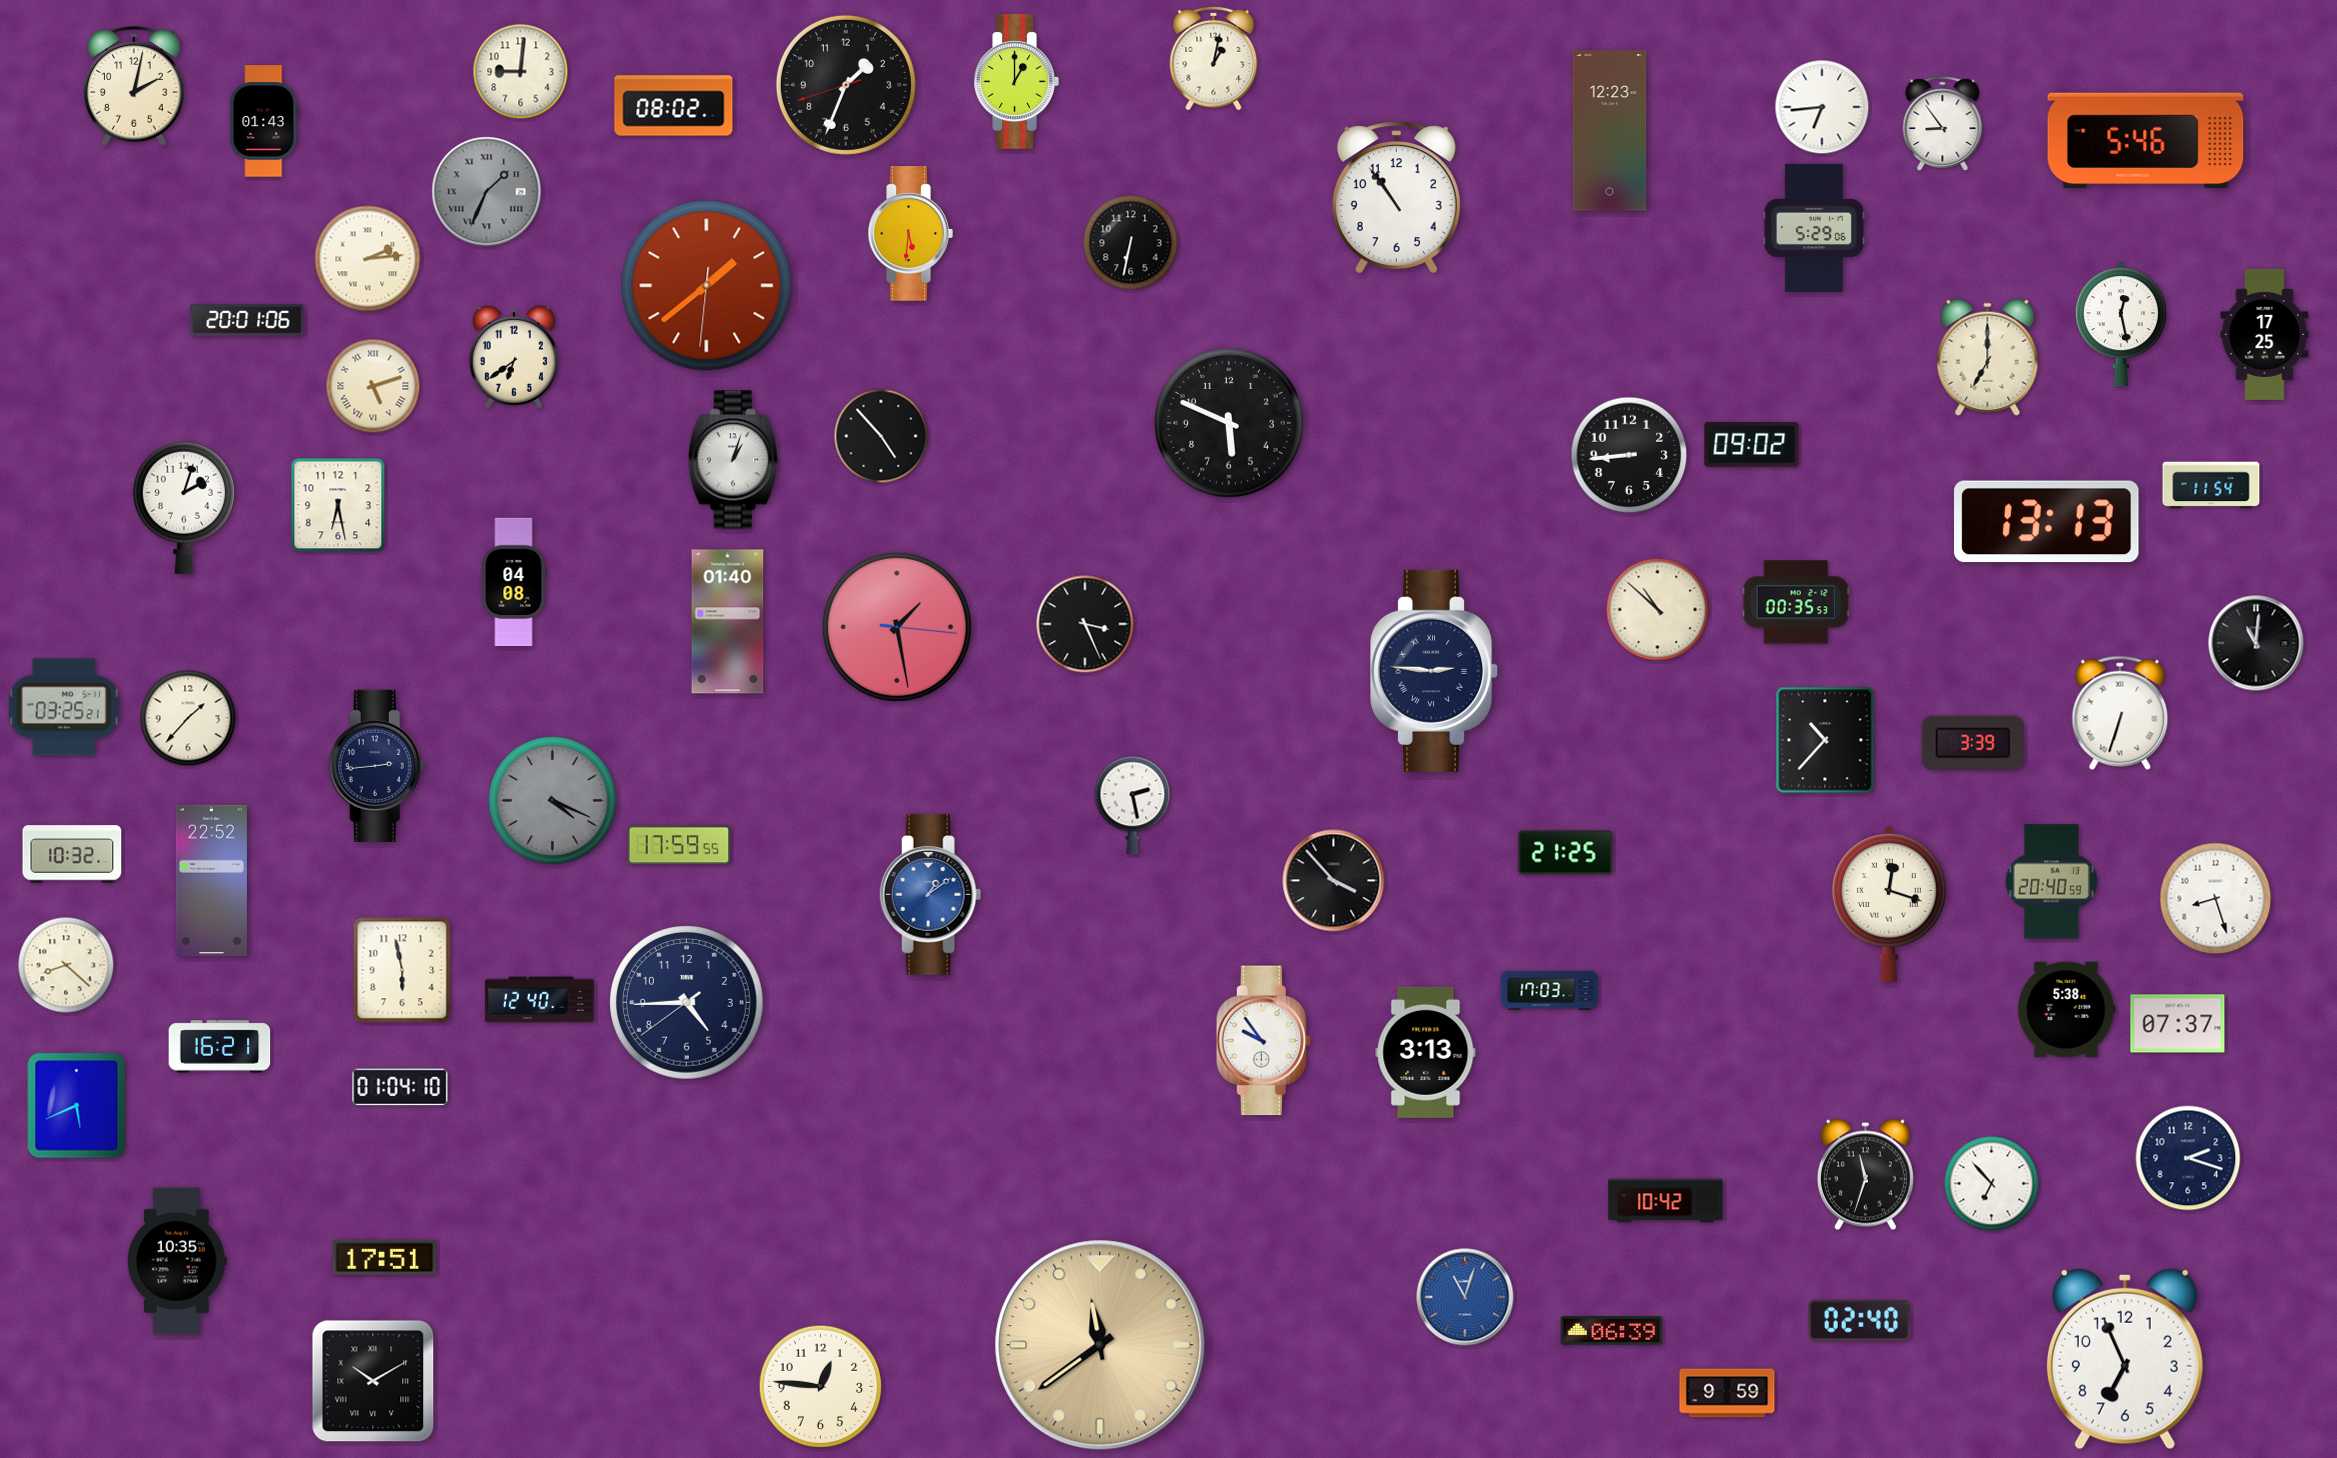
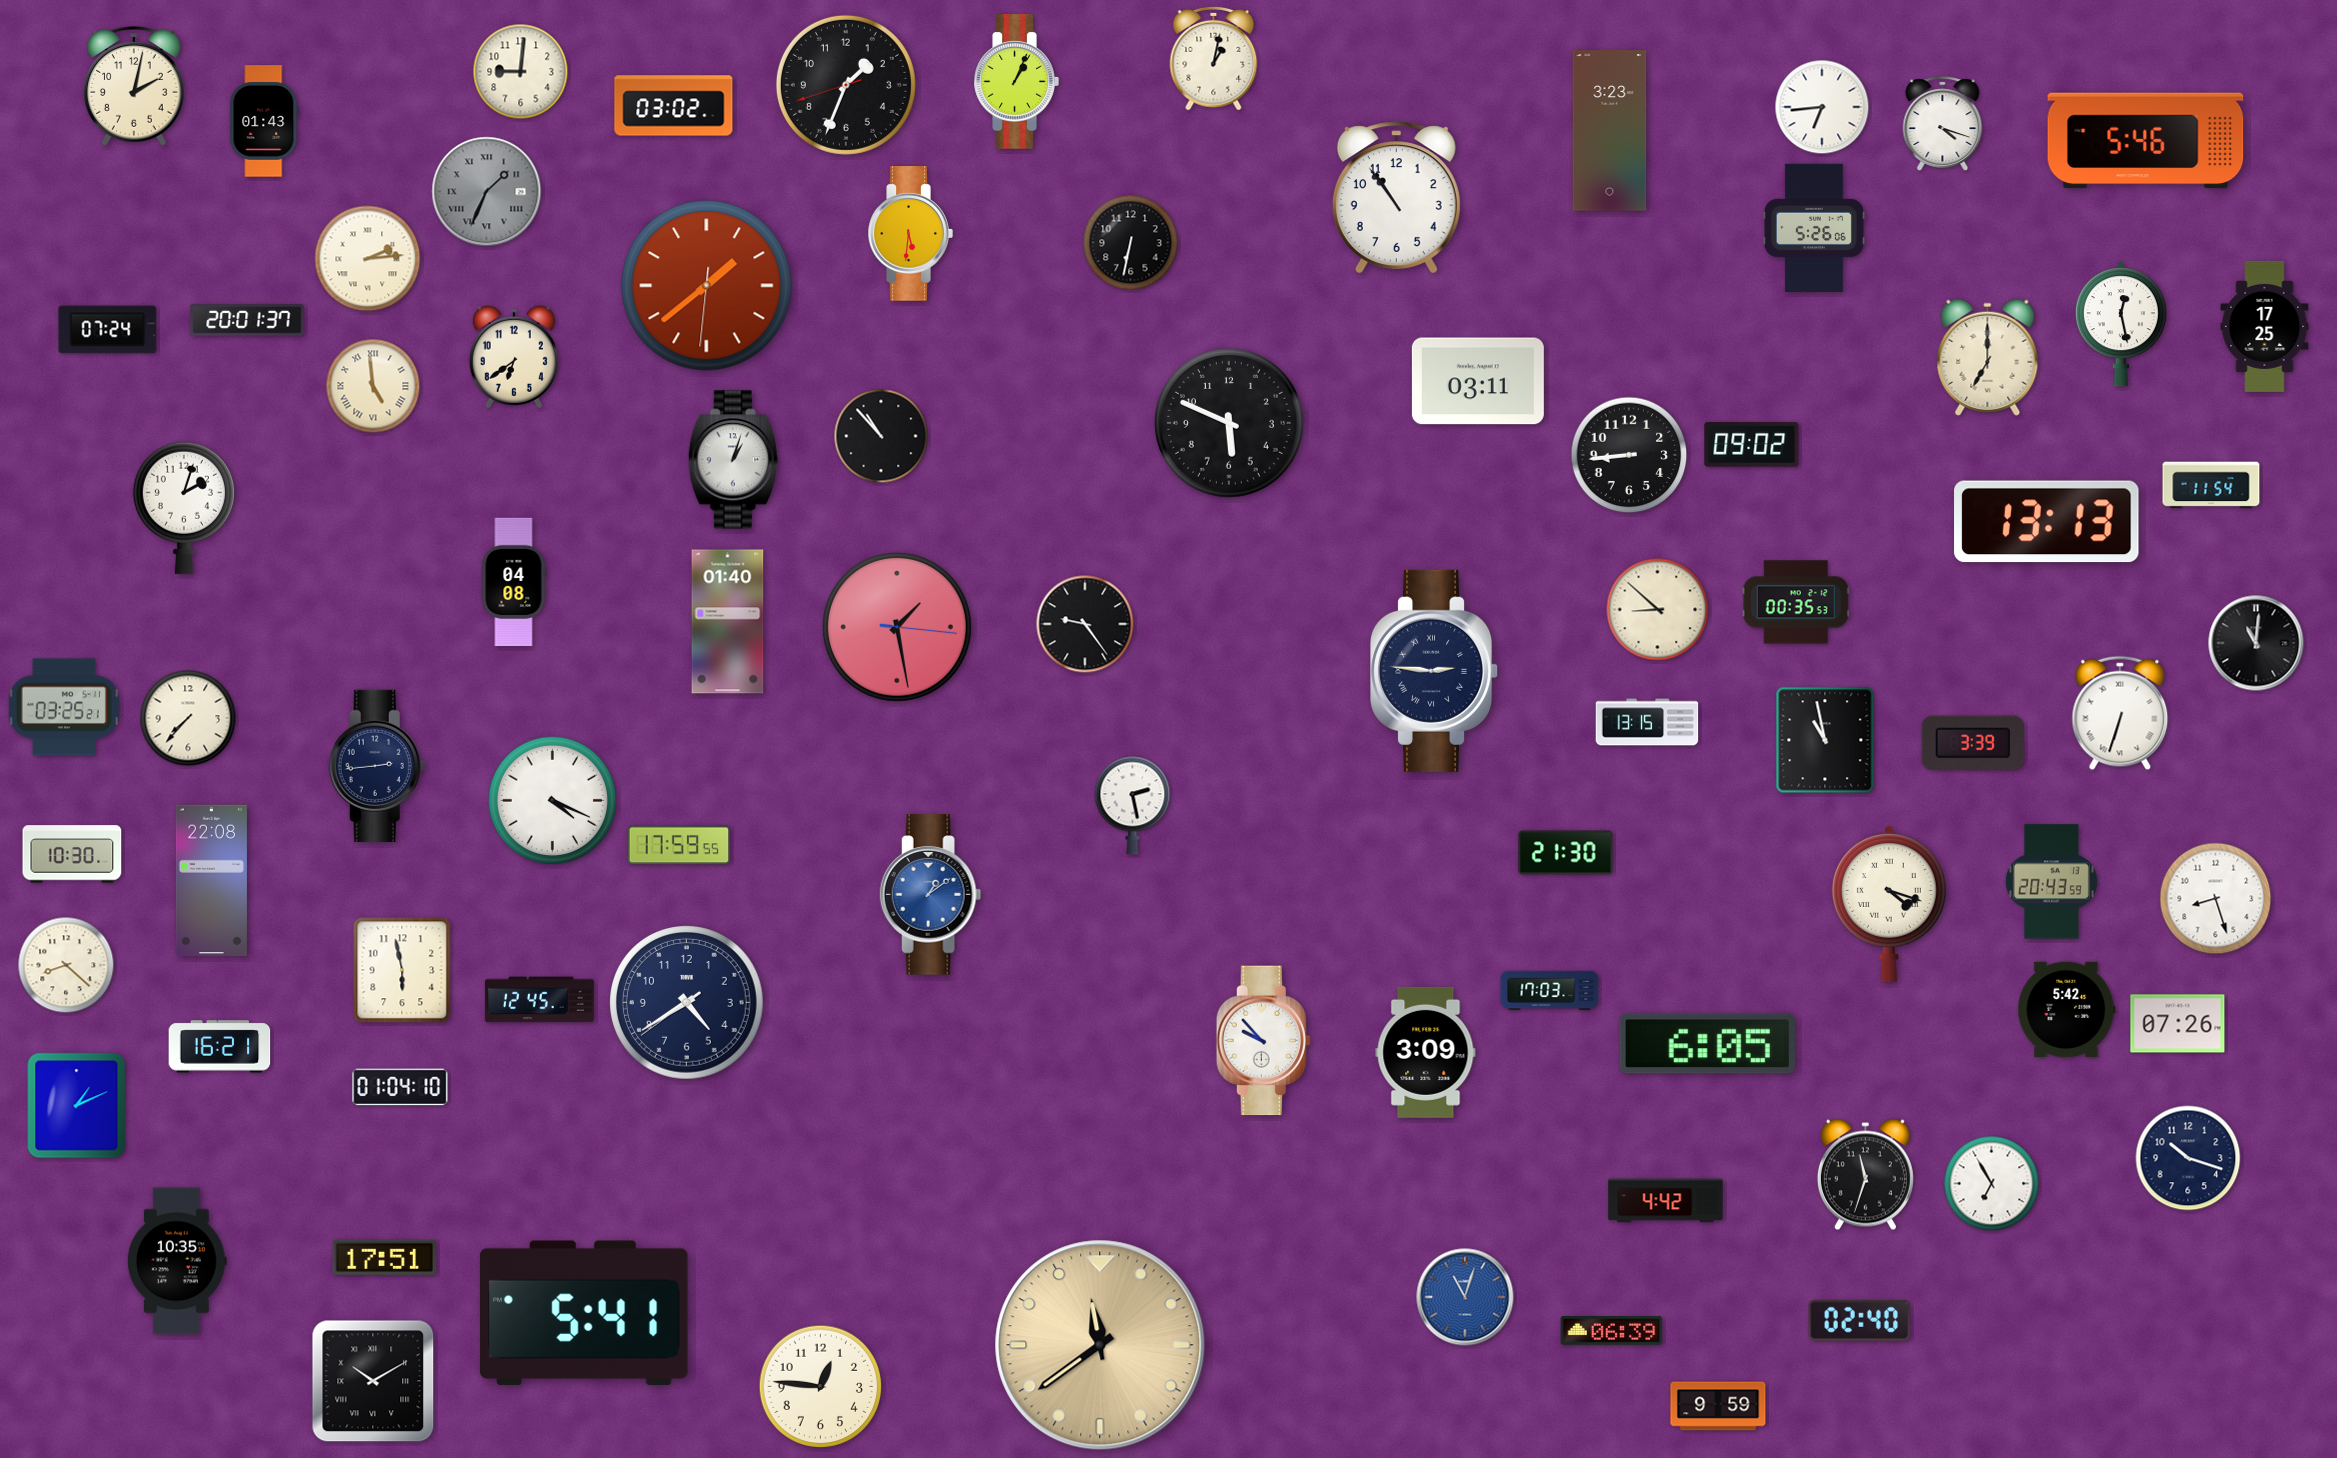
clock at (1016, 82): 1:00 -> 1:04
clock at (674, 106): 08:02 -> 03:02
clock at (1943, 124): 8:54 -> 4:18
clock at (1610, 131): 12:23 -> 3:23
clock at (1814, 227): 5:29 -> 5:26
clock at (247, 320): 20:01:06 -> 20:01:37
clock at (108, 330): none -> 07:24
clock at (2265, 334) position: (2265, 334) -> (2265, 326)
clock at (1478, 381): none -> 03:11
clock at (373, 386): 5:12 -> 4:59
clock at (881, 436): 4:53 -> 10:53
clock at (338, 505): 6:28 -> none
clock at (1658, 610): 10:52 -> 8:52
clock at (1085, 624): 3:26 -> 9:24
clock at (188, 718): 1:37 -> 7:37
clock at (1647, 722): none -> 13:15
clock at (1825, 740): 10:37 -> 10:58
clock at (552, 800) dial: grey -> white
clock at (1566, 853): 21:25 -> 21:30
clock at (72, 854): 10:32 -> 10:30
clock at (211, 881): 22:52 -> 22:08
clock at (1334, 881): 3:53 -> none
clock at (2051, 882): 20:40 -> 20:43
clock at (1889, 904): 12:18 -> 4:18
clock at (539, 1000): 12:40 -> 12:45
clock at (687, 1003): 4:44 -> 4:39
clock at (2067, 1010): 5:38 -> 5:42
clock at (2178, 1024): 07:37 -> 07:26
clock at (1263, 1041): 9:54 -> 9:53
clock at (1707, 1044): none -> 6:05
clock at (1426, 1052): 3:13 -> 3:09
clock at (77, 1106): 5:41 -> 1:11
clock at (2188, 1158): 2:18 -> 10:18
clock at (1992, 1184): 6:53 -> 6:55
clock at (1666, 1201): 10:42 -> 4:42
clock at (584, 1313): none -> 5:41
clock at (2125, 1359): 6:56 -> none
clock at (1727, 1393) position: (1727, 1393) -> (1718, 1406)
